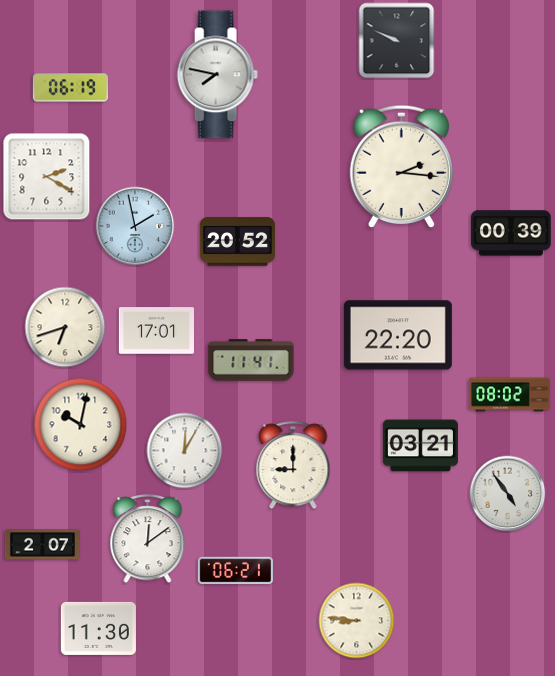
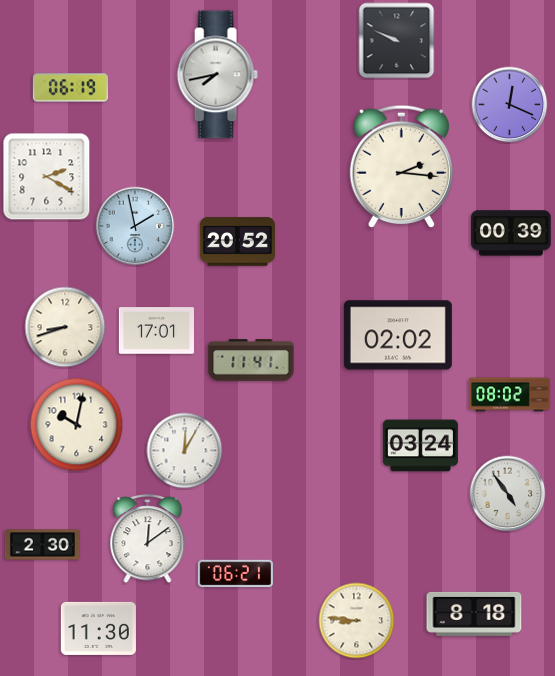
clock at (217, 75): 7:47 -> 7:43
clock at (510, 105): none -> 12:19
clock at (65, 327): 6:42 -> 8:42
clock at (398, 335): 22:20 -> 02:02
clock at (81, 425) position: (81, 425) -> (77, 425)
clock at (420, 446): 03:21 -> 03:24
clock at (293, 466): 9:00 -> none
clock at (42, 545): 2:07 -> 2:30
clock at (235, 571) position: (235, 571) -> (235, 574)
clock at (474, 614): none -> 8:18
